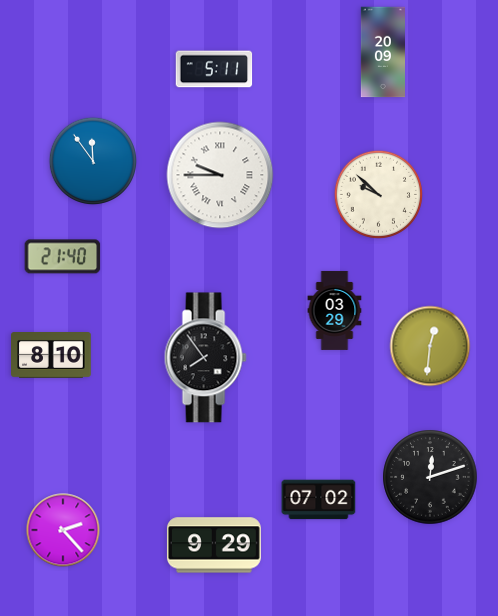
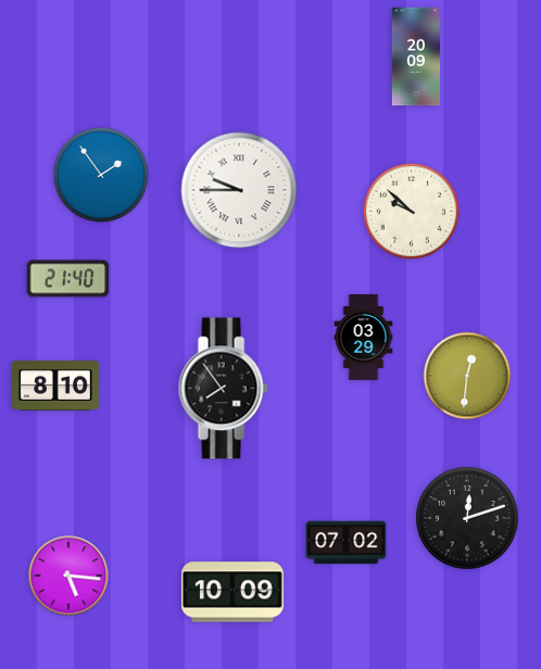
clock at (214, 69): 5:11 -> none
clock at (93, 161): 11:54 -> 1:54
clock at (63, 530): 2:23 -> 5:16
clock at (214, 545): 9:29 -> 10:09
